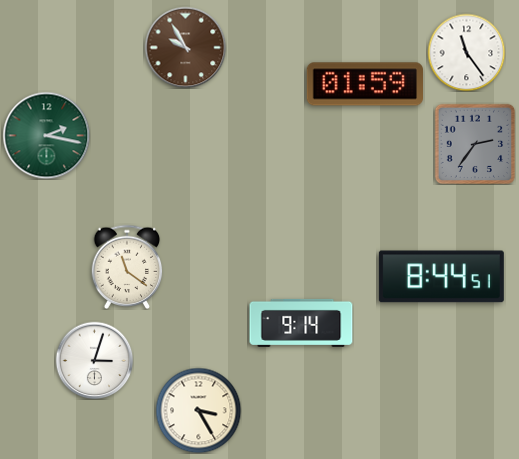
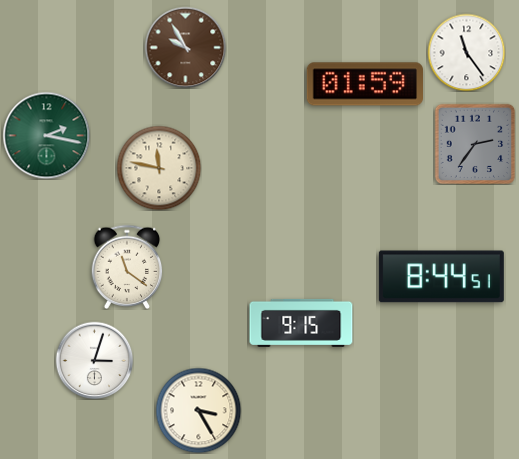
clock at (159, 168): none -> 11:47
clock at (301, 323): 9:14 -> 9:15
